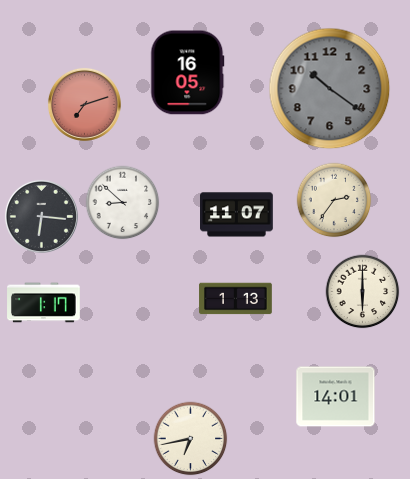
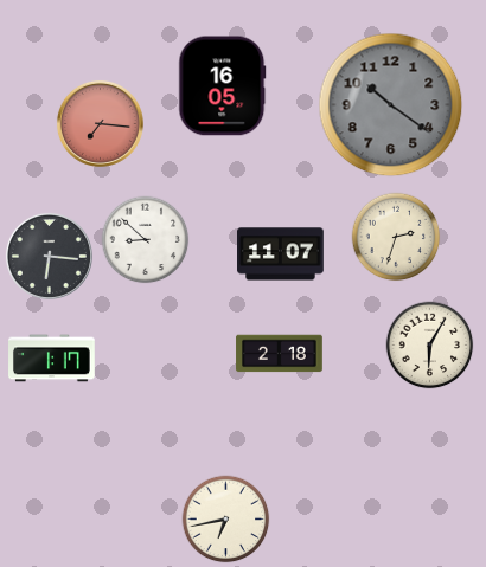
clock at (84, 104): 7:12 -> 7:16
clock at (334, 200): 2:36 -> 2:33
clock at (363, 292): 6:00 -> 6:05
clock at (236, 299): 1:13 -> 2:18
clock at (336, 397): 14:01 -> none
